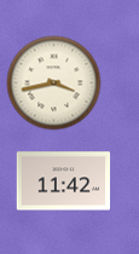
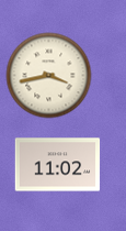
clock at (63, 181): 11:42 -> 11:02
